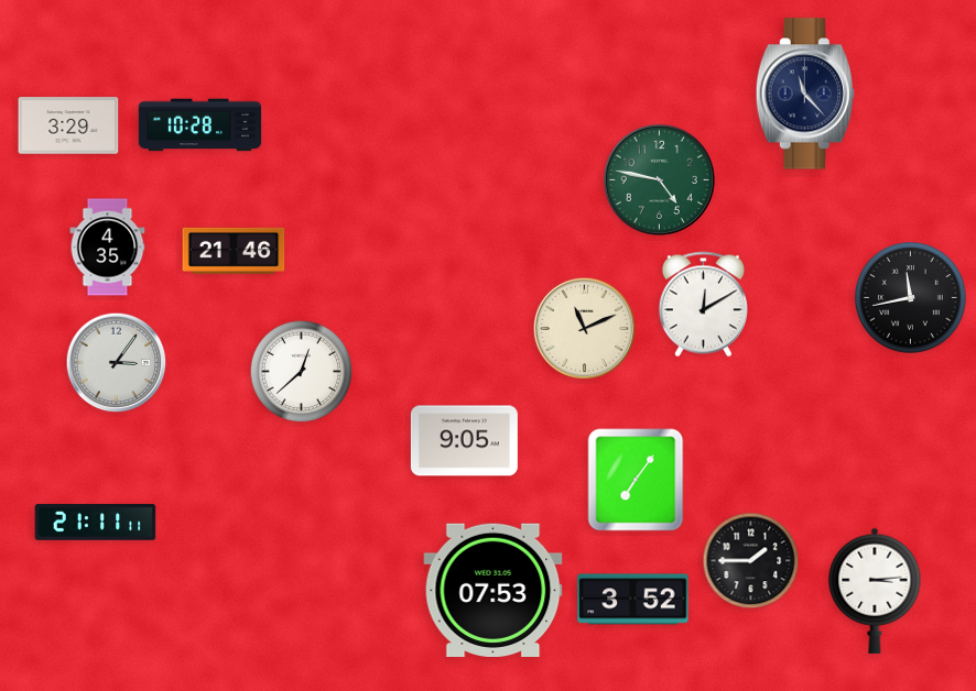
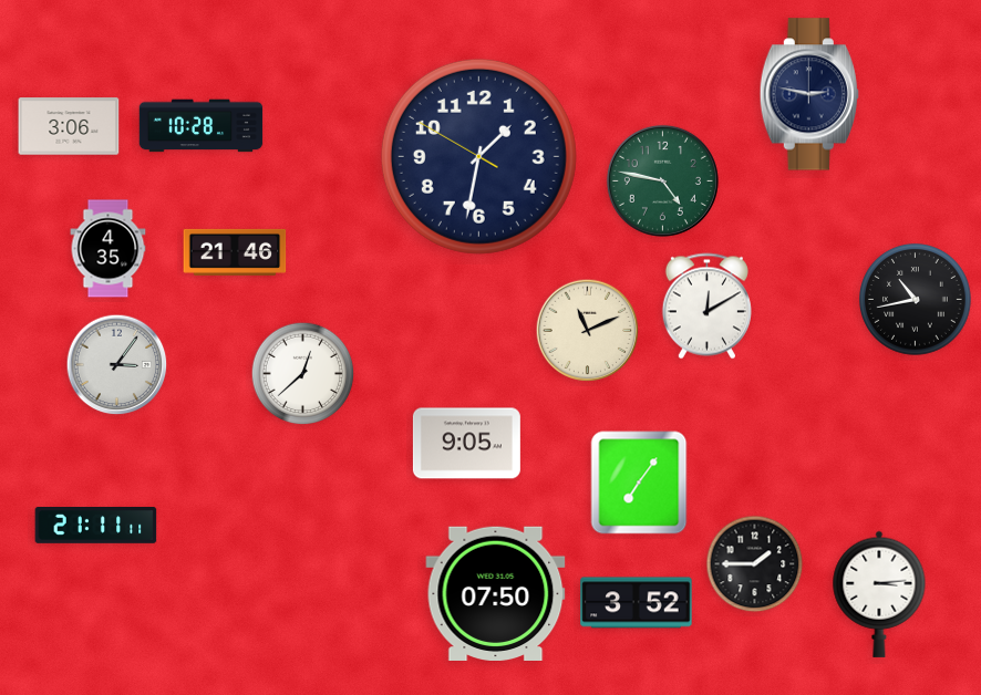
clock at (805, 94): 11:23 -> 2:47
clock at (68, 125): 3:29 -> 3:06
clock at (478, 156): none -> 1:31
clock at (911, 298): 11:43 -> 10:43
clock at (494, 590): 07:53 -> 07:50
